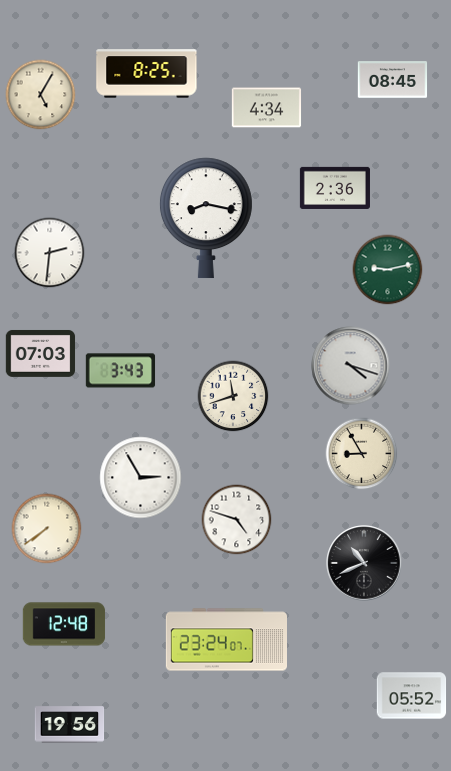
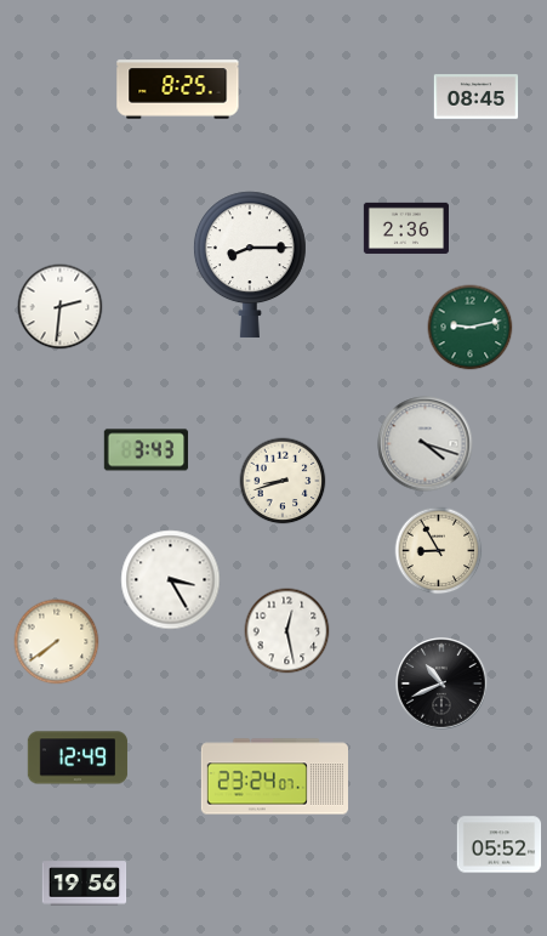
clock at (41, 95): 5:05 -> none
clock at (267, 108): 4:34 -> none
clock at (206, 218): 8:17 -> 8:15
clock at (41, 353): 07:03 -> none
clock at (233, 396): 11:42 -> 8:42
clock at (141, 478): 2:55 -> 3:25
clock at (237, 520): 4:48 -> 12:28
clock at (64, 624): 12:48 -> 12:49
clock at (70, 725) position: (70, 725) -> (85, 884)
